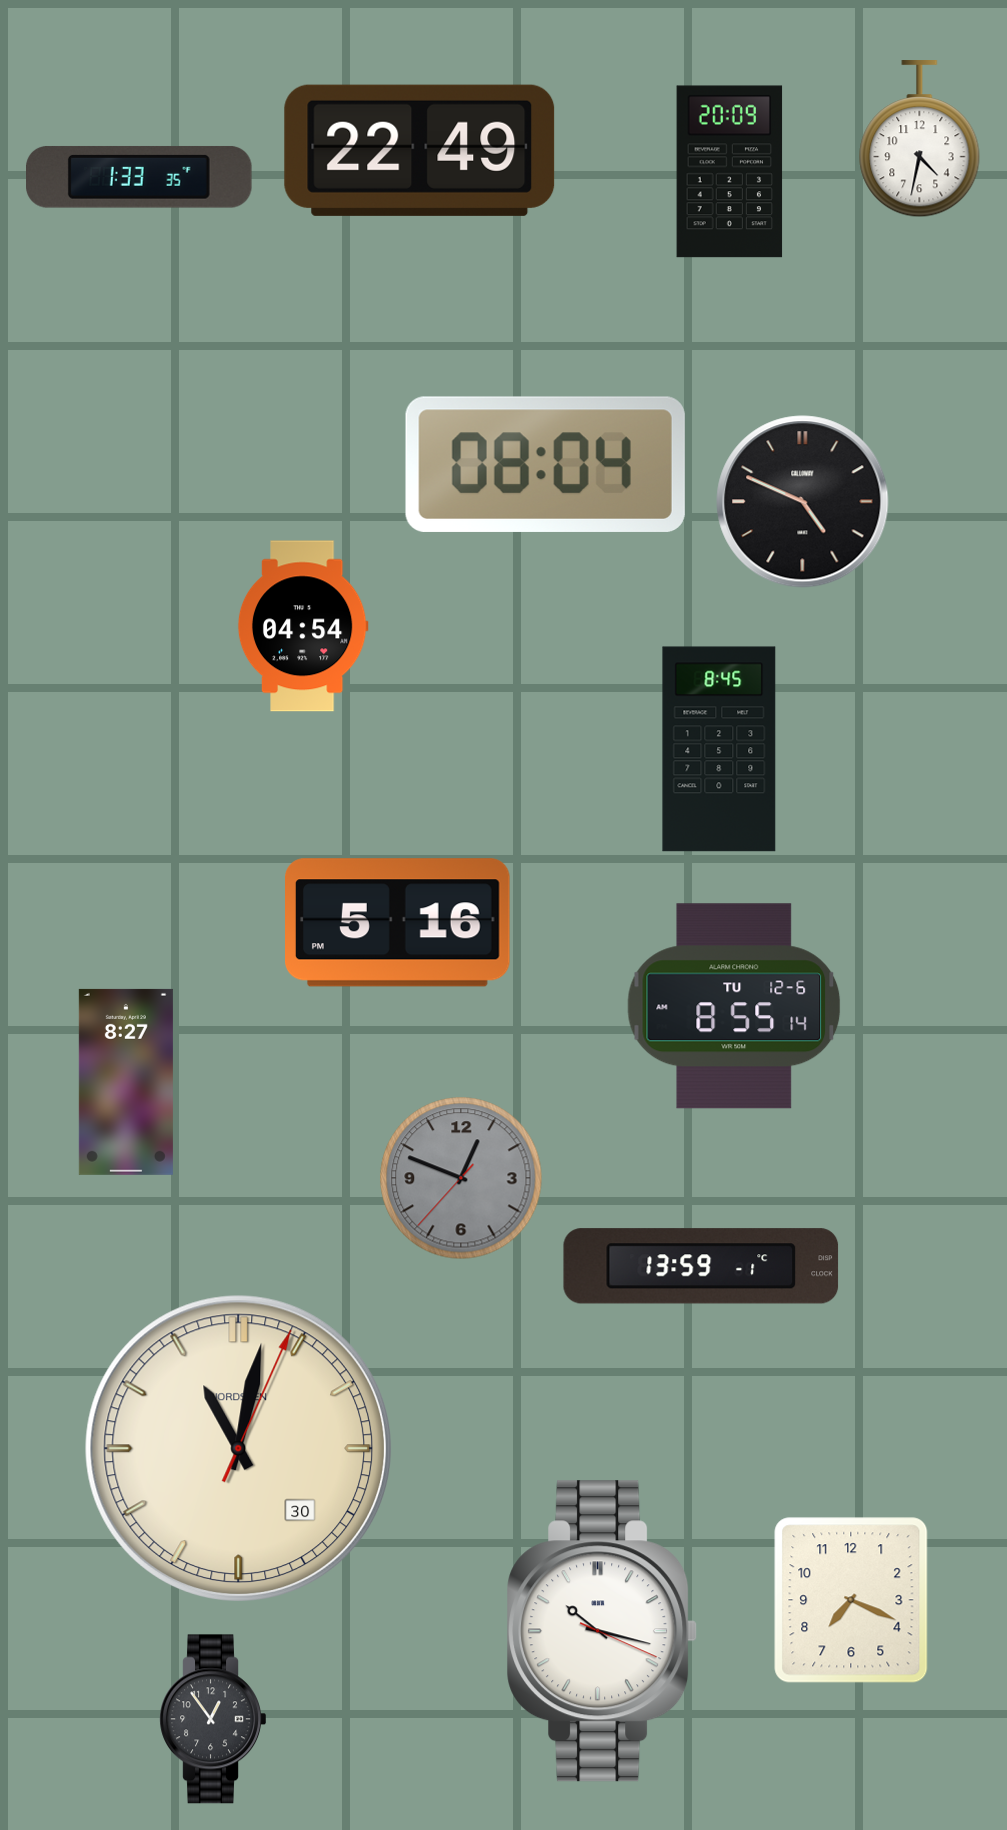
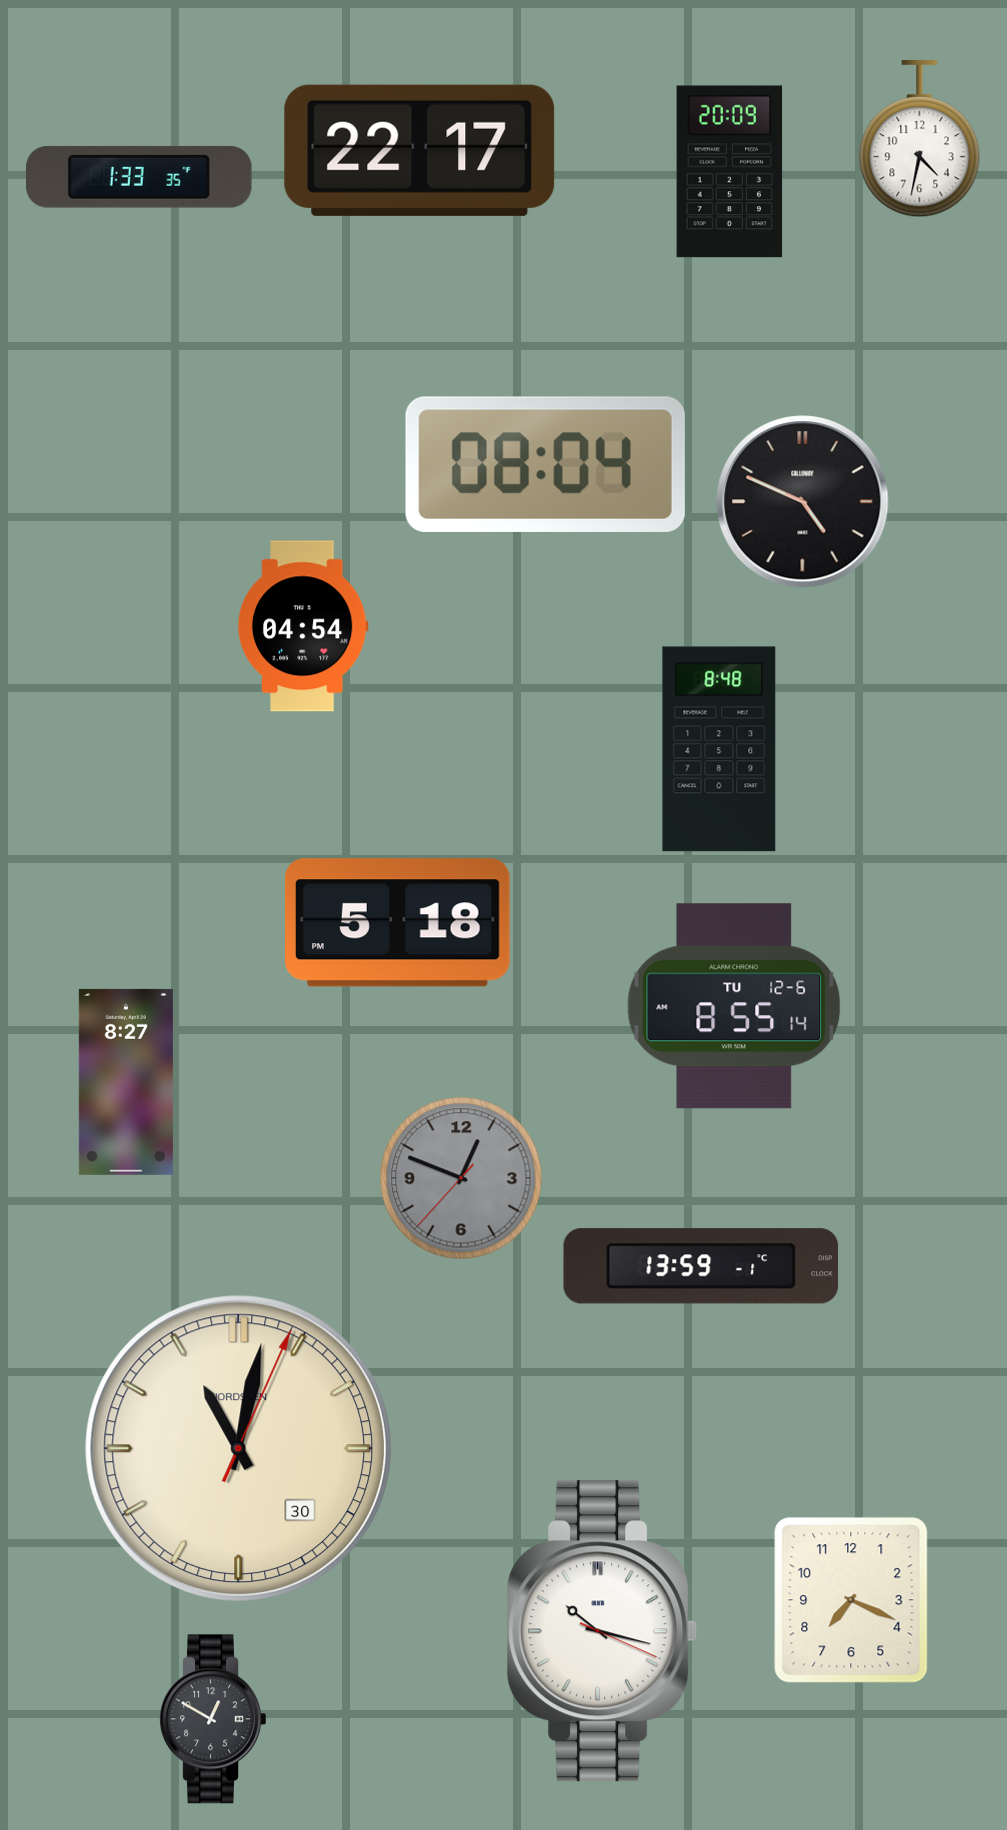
clock at (420, 150): 22:49 -> 22:17
clock at (719, 749): 8:45 -> 8:48
clock at (398, 923): 5:16 -> 5:18
clock at (212, 1719): 12:54 -> 12:50
